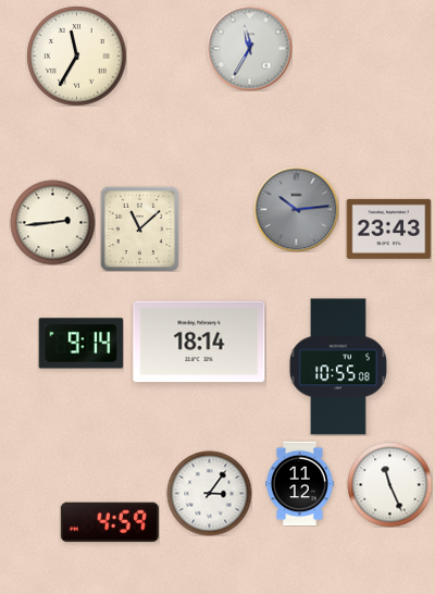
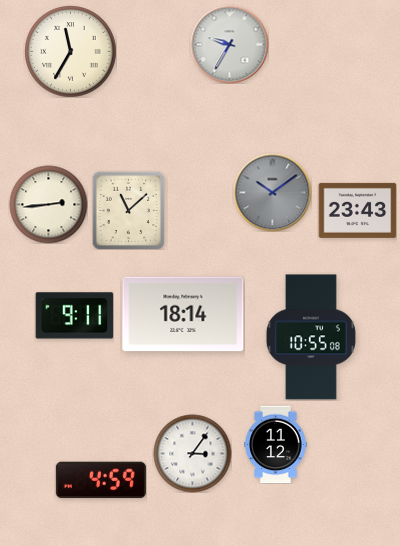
clock at (249, 48): 11:35 -> 9:35
clock at (296, 209): 10:14 -> 10:09
clock at (80, 344): 9:14 -> 9:11
clock at (389, 484): 11:26 -> none
